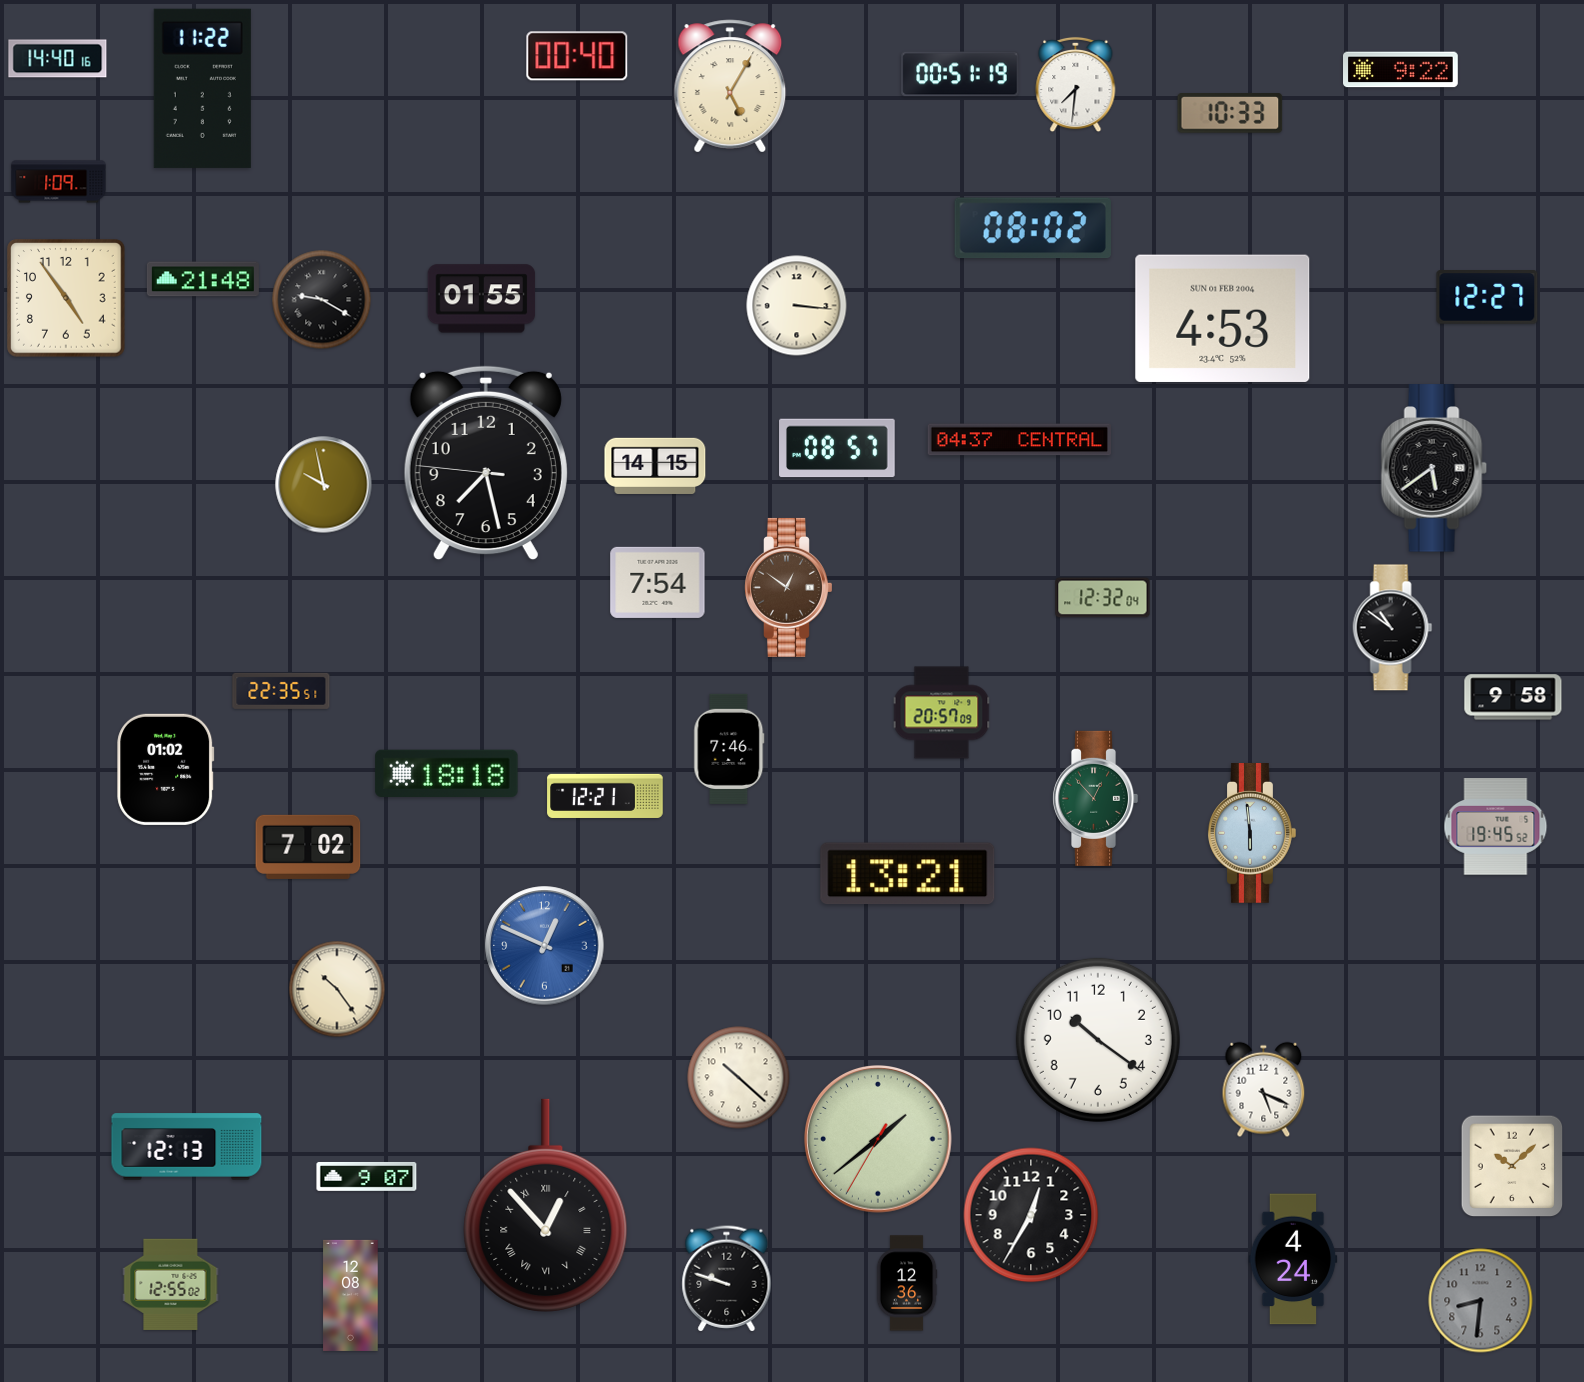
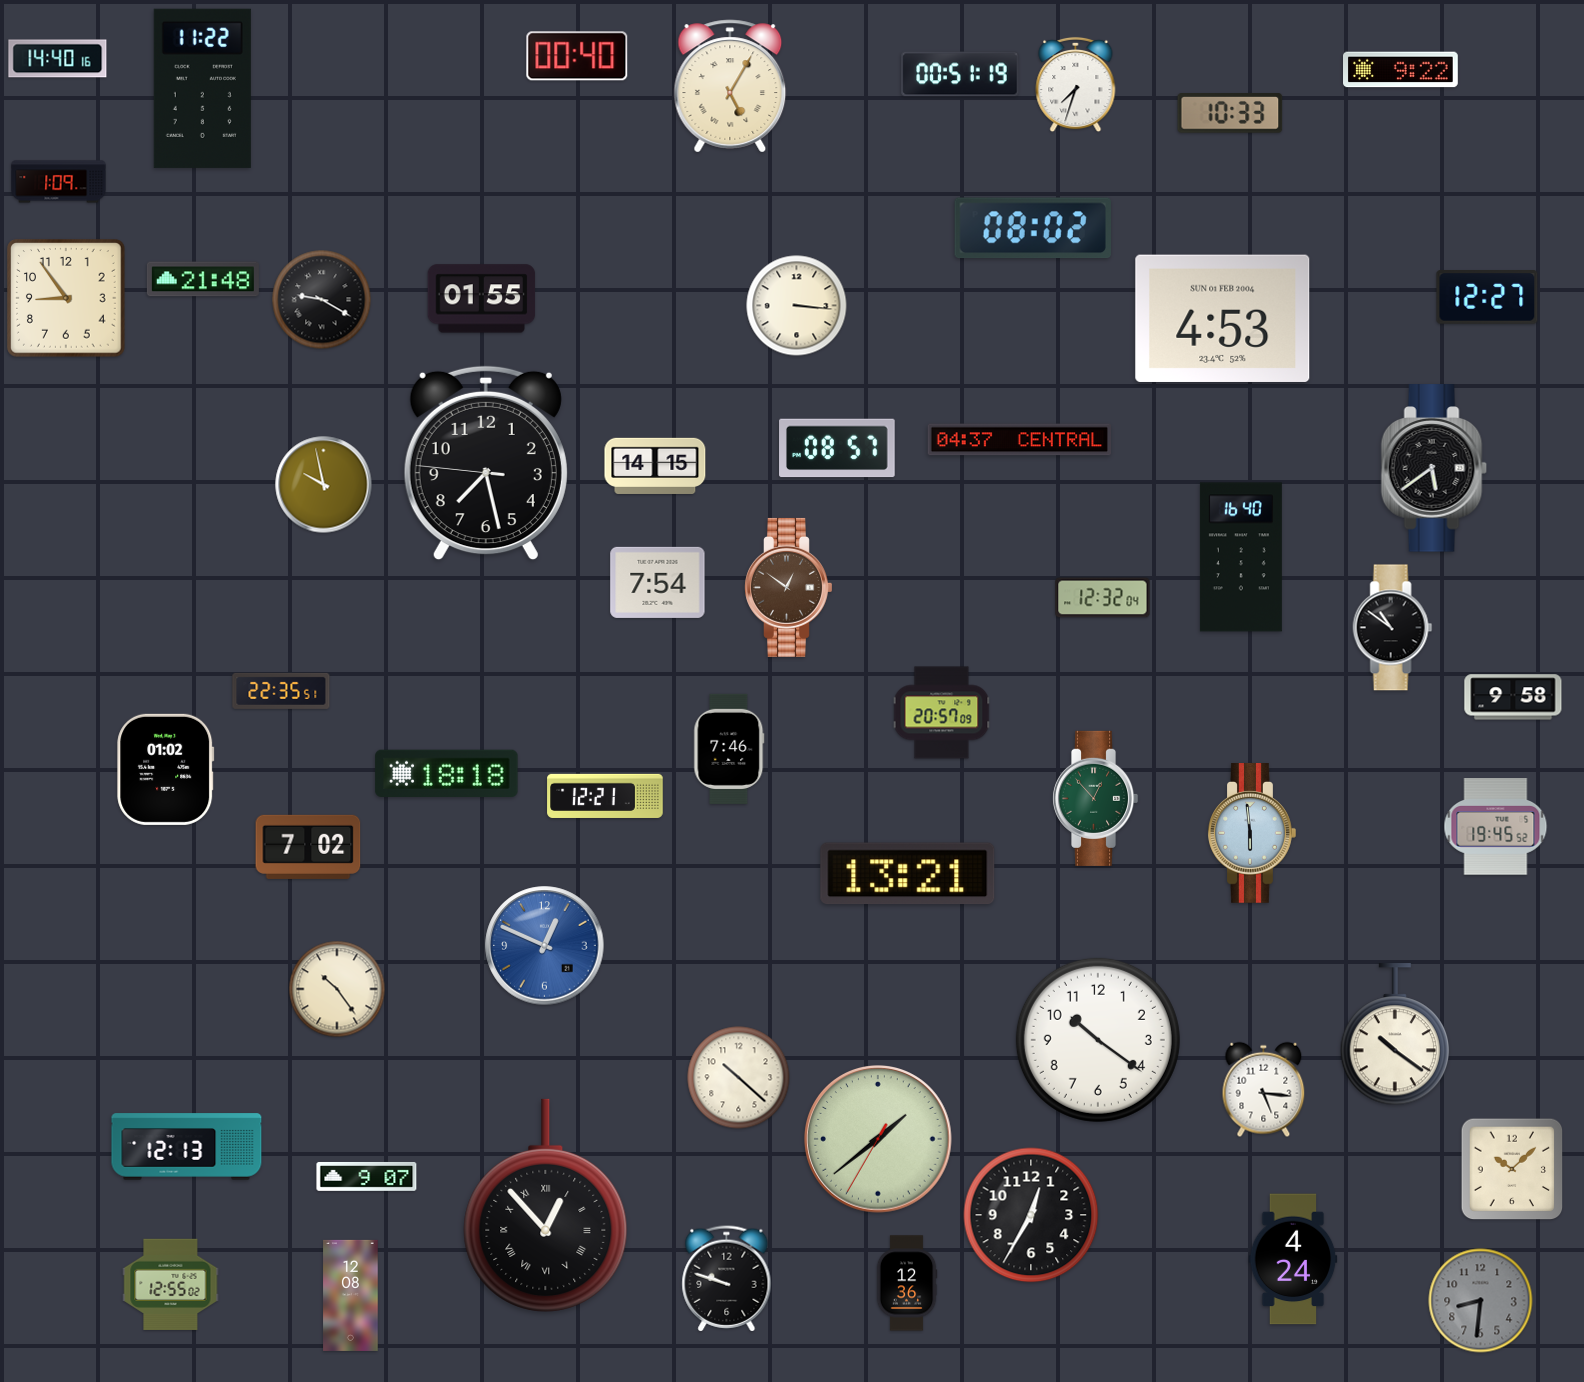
clock at (1076, 85): 7:31 -> 7:33
clock at (66, 298): 4:54 -> 8:54
clock at (1241, 557): none -> 16:40
clock at (1394, 1035): none -> 10:21
clock at (1264, 1090): 5:19 -> 5:16
clock at (1512, 1166) position: (1512, 1166) -> (1512, 1169)
